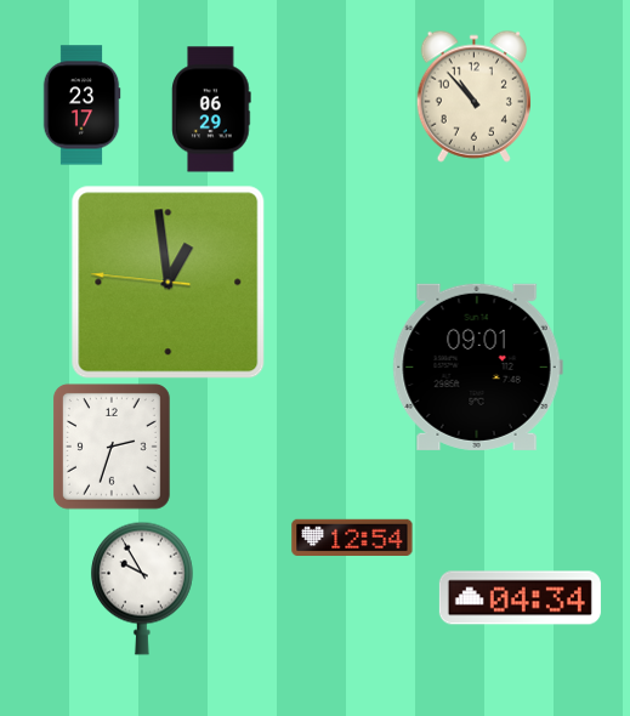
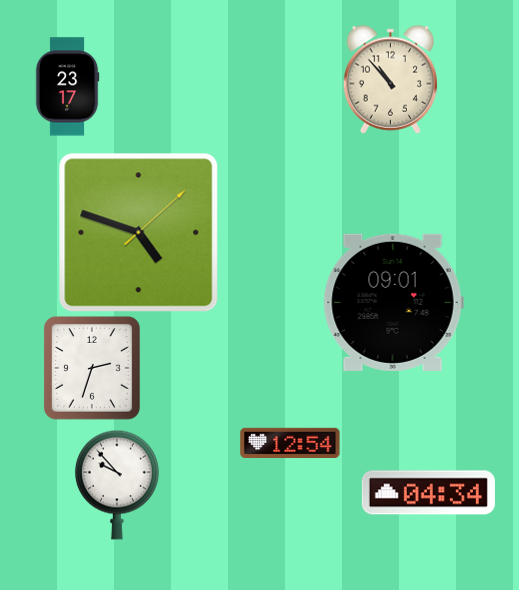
clock at (211, 109): 06:29 -> none
clock at (169, 283): 12:58 -> 4:48
clock at (142, 589): 9:55 -> 9:53
